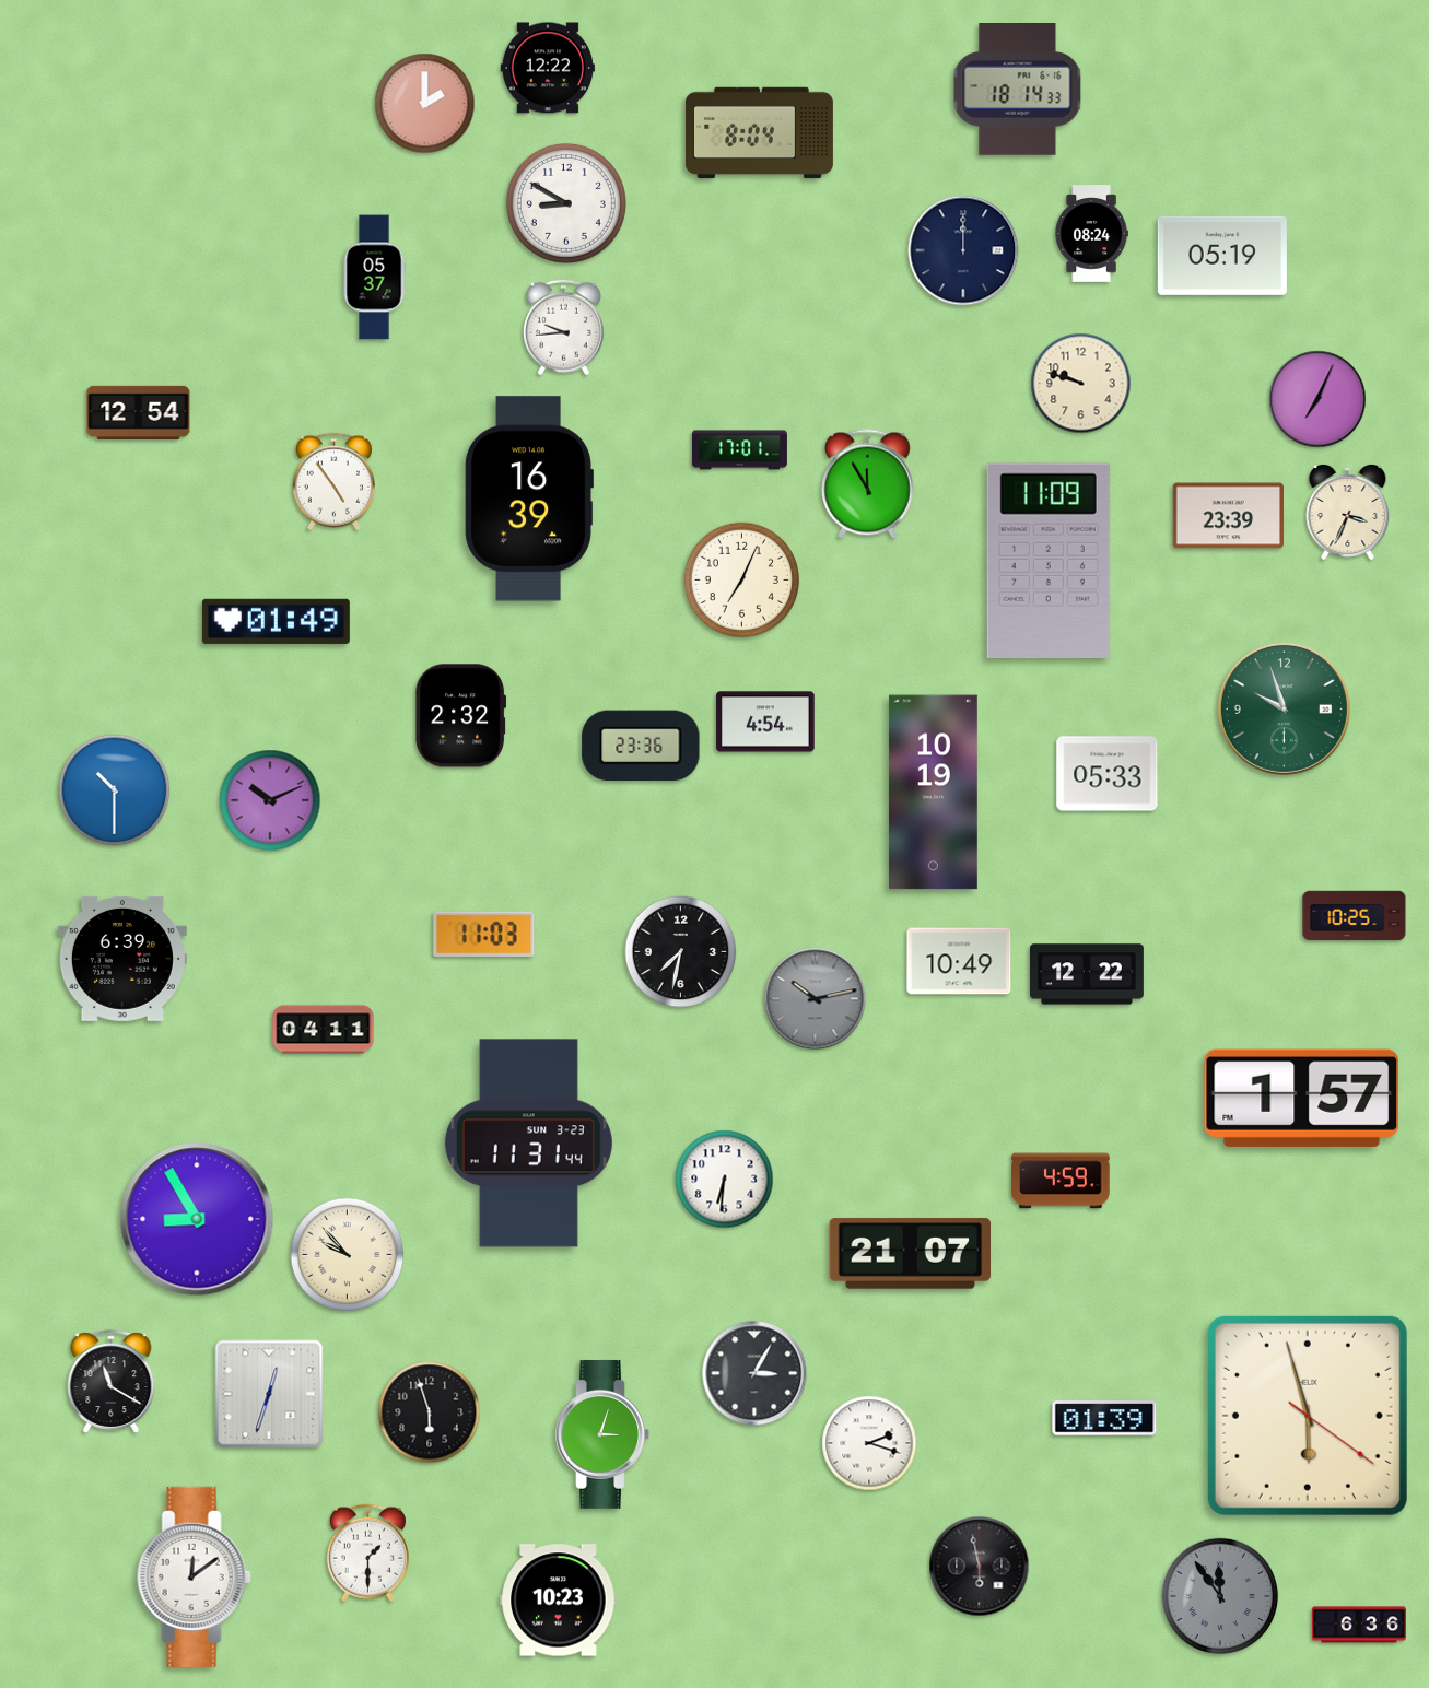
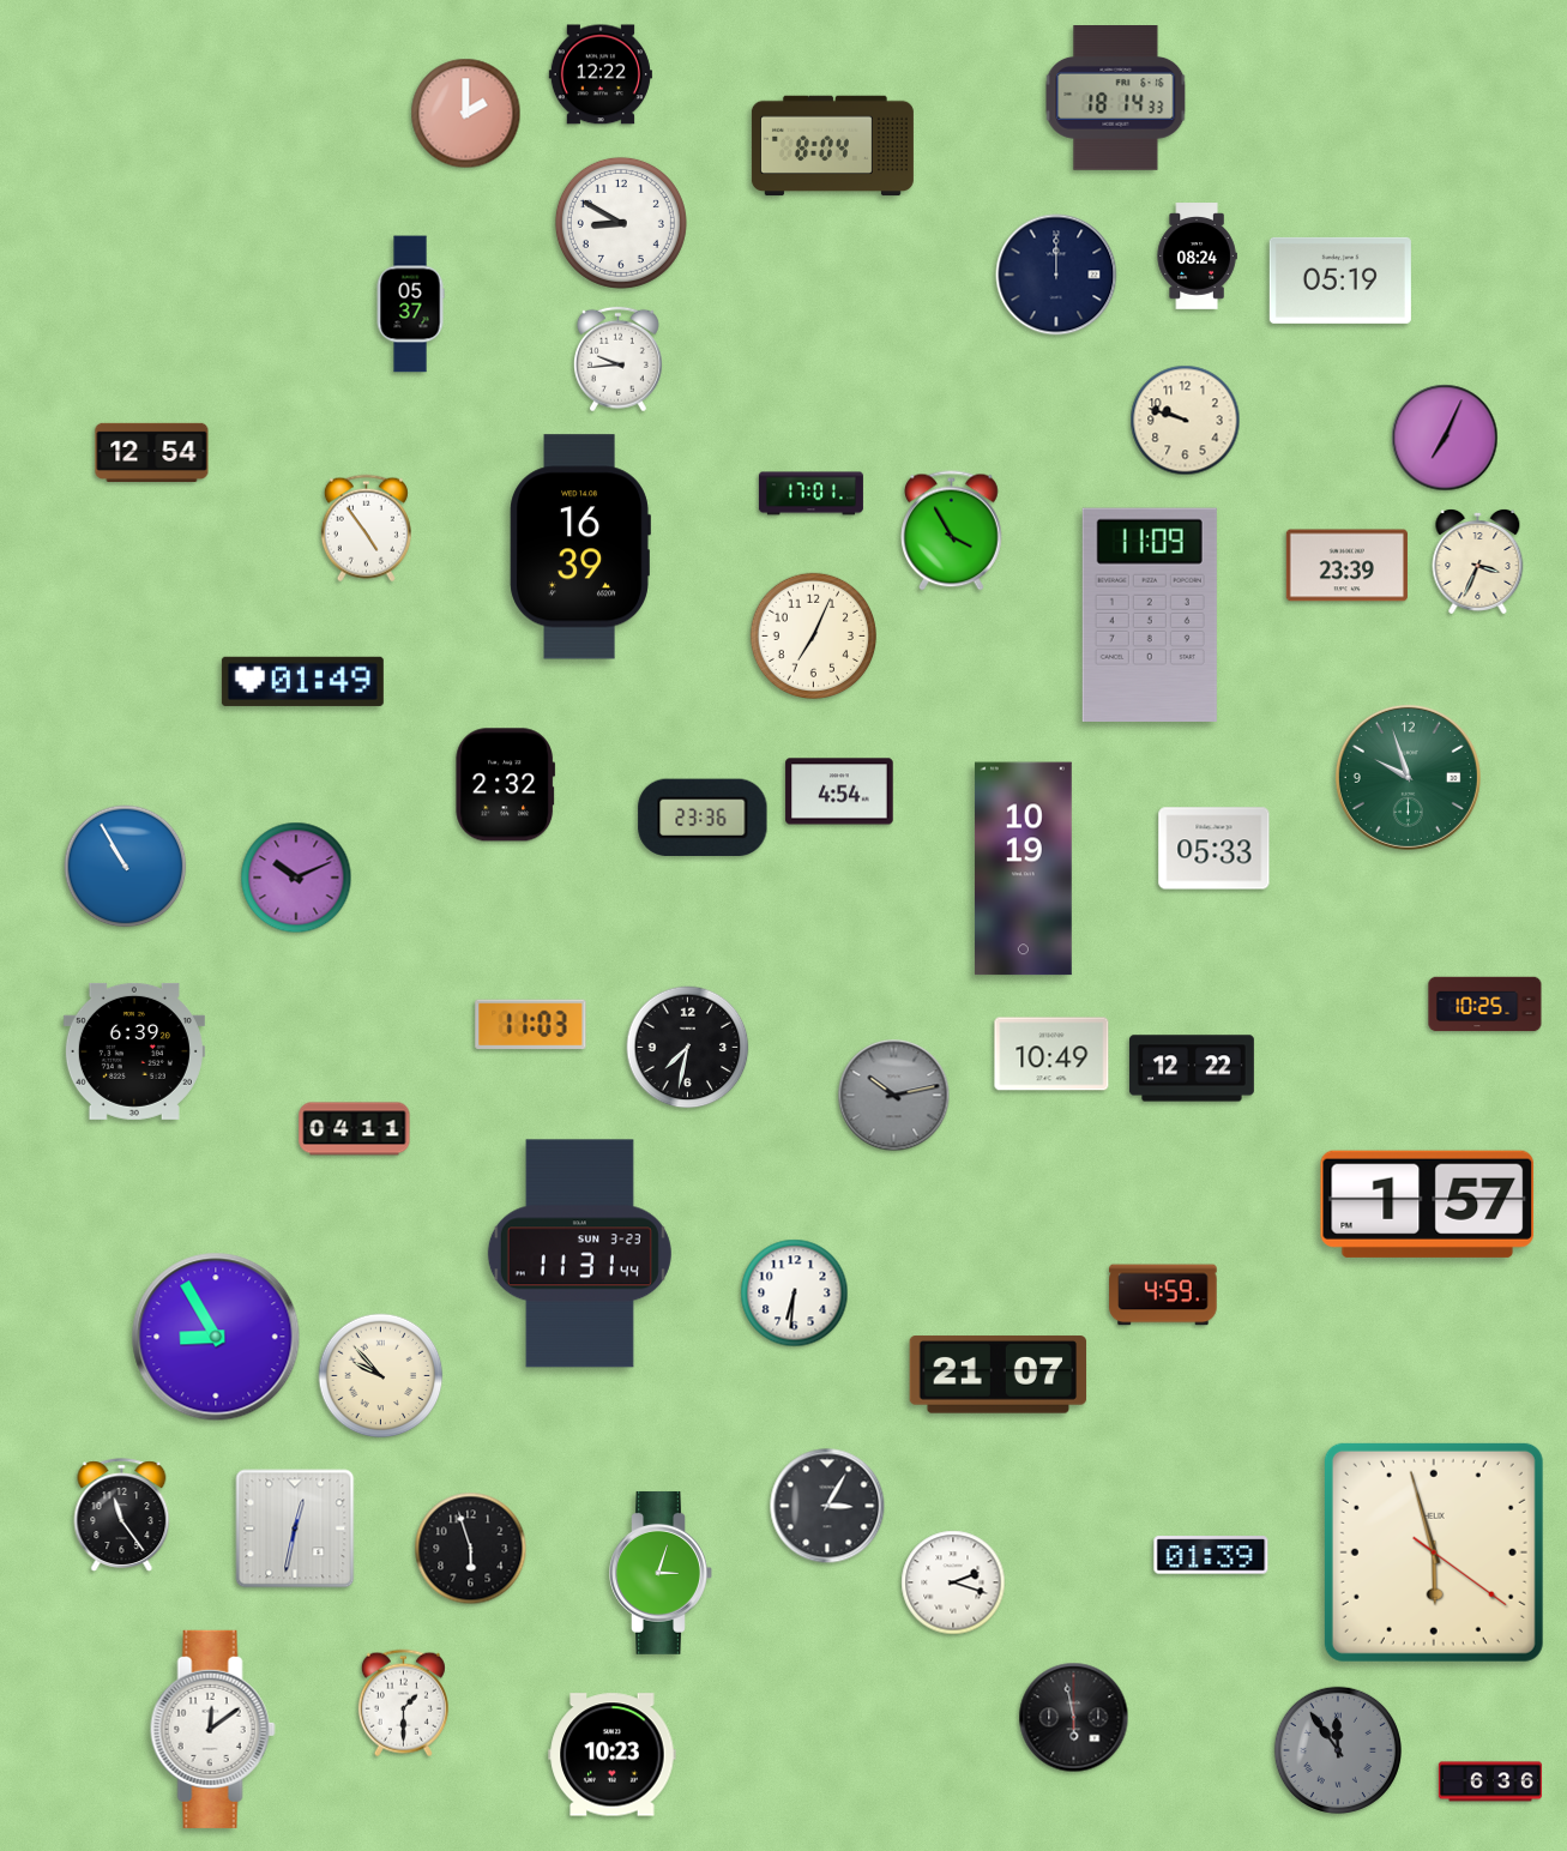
clock at (868, 484): 11:55 -> 3:55
clock at (115, 790): 10:30 -> 10:55
clock at (681, 952) position: (681, 952) -> (688, 1048)
clock at (112, 1382): 11:20 -> 11:24
clock at (269, 1394): 12:33 -> 12:32
